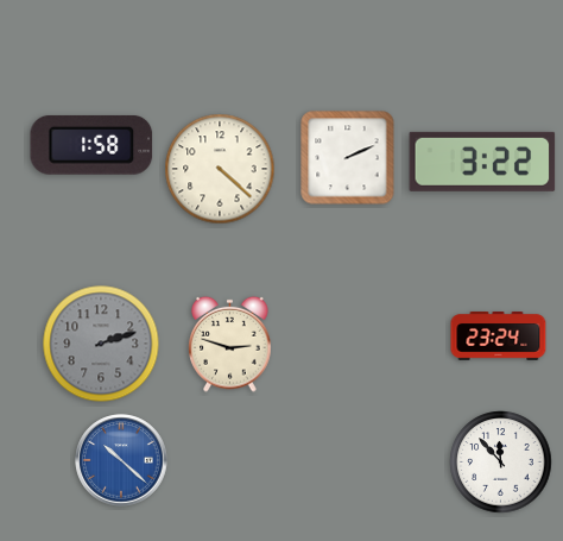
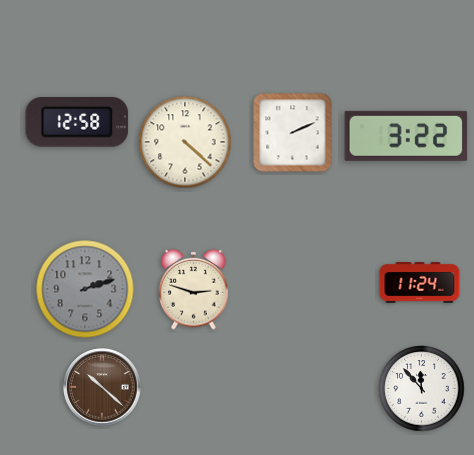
clock at (91, 145): 1:58 -> 12:58
clock at (499, 336): 23:24 -> 11:24
clock at (121, 460) dial: blue -> brown
